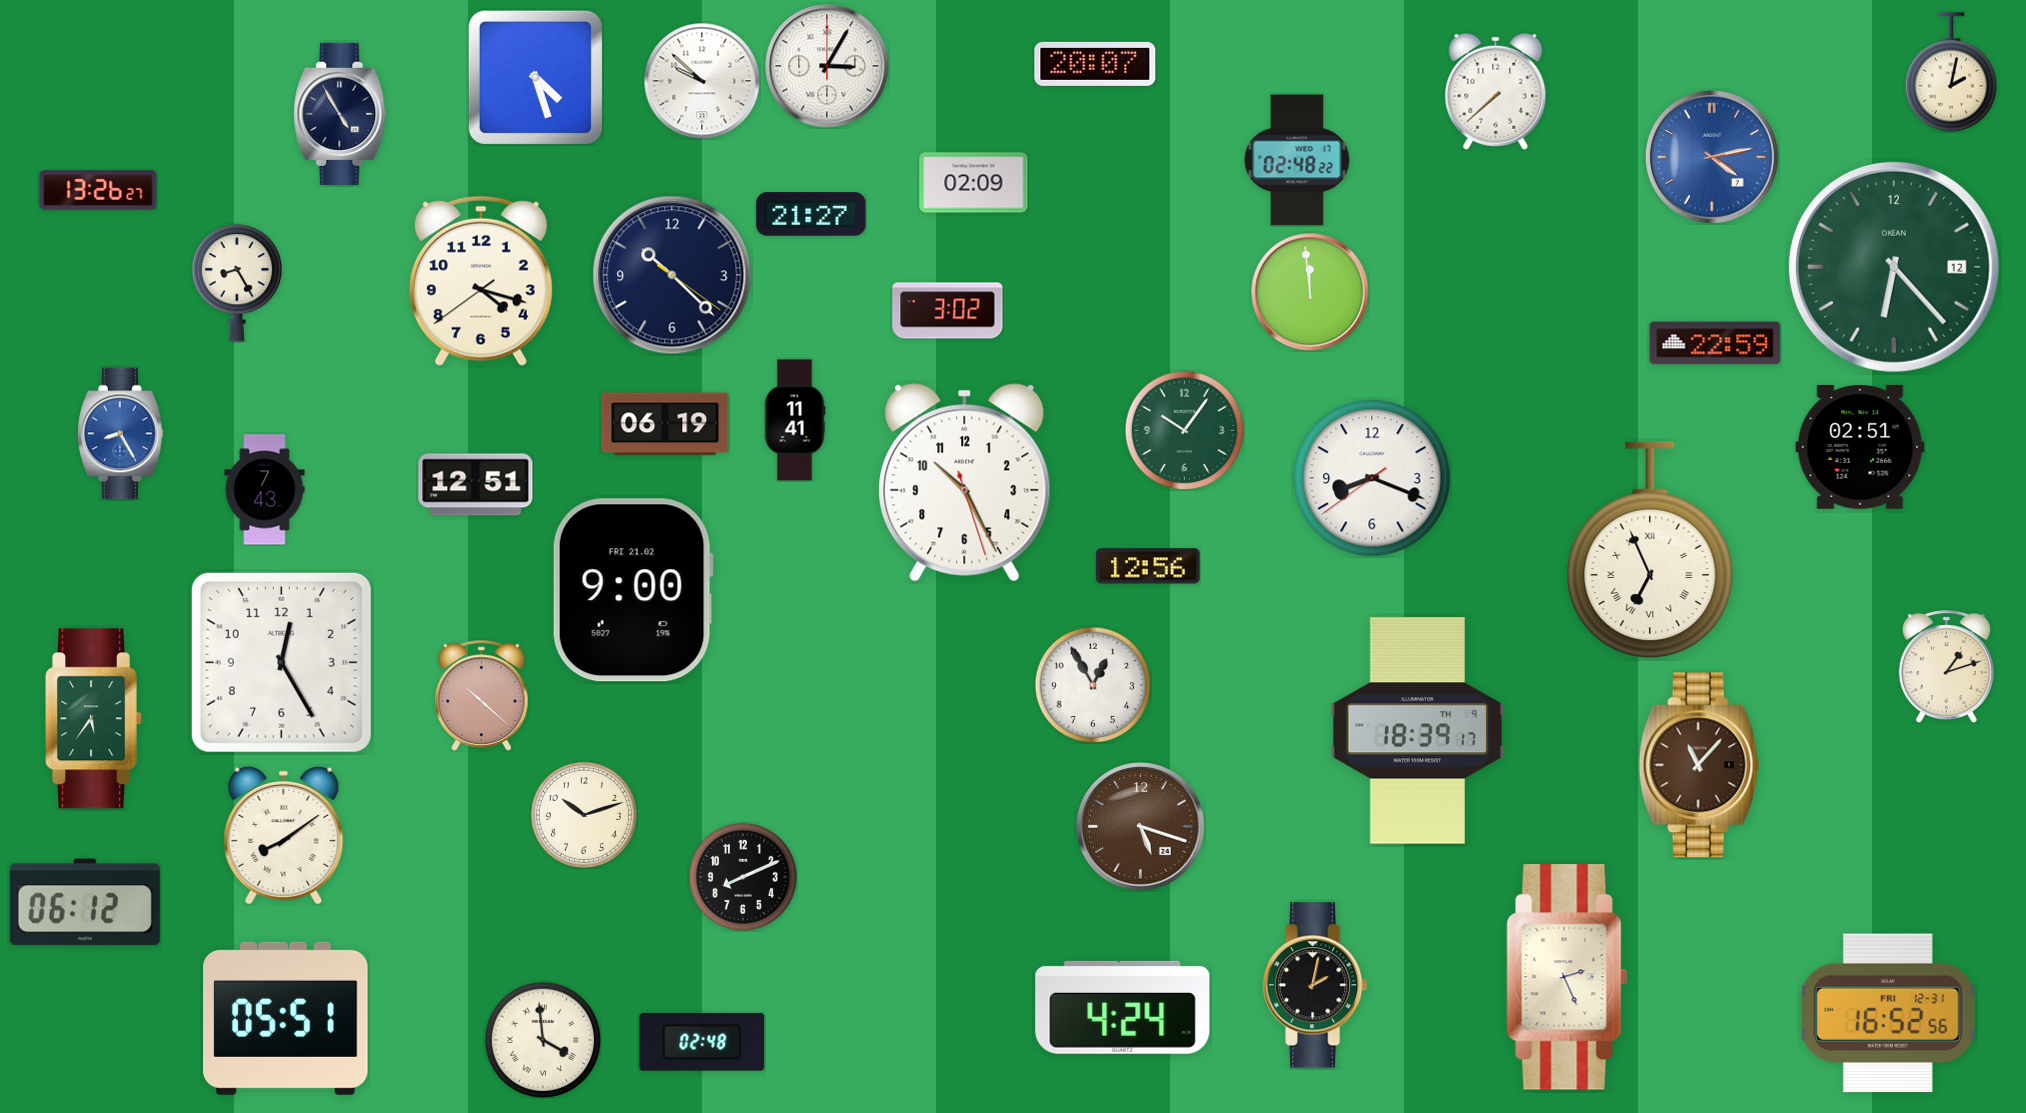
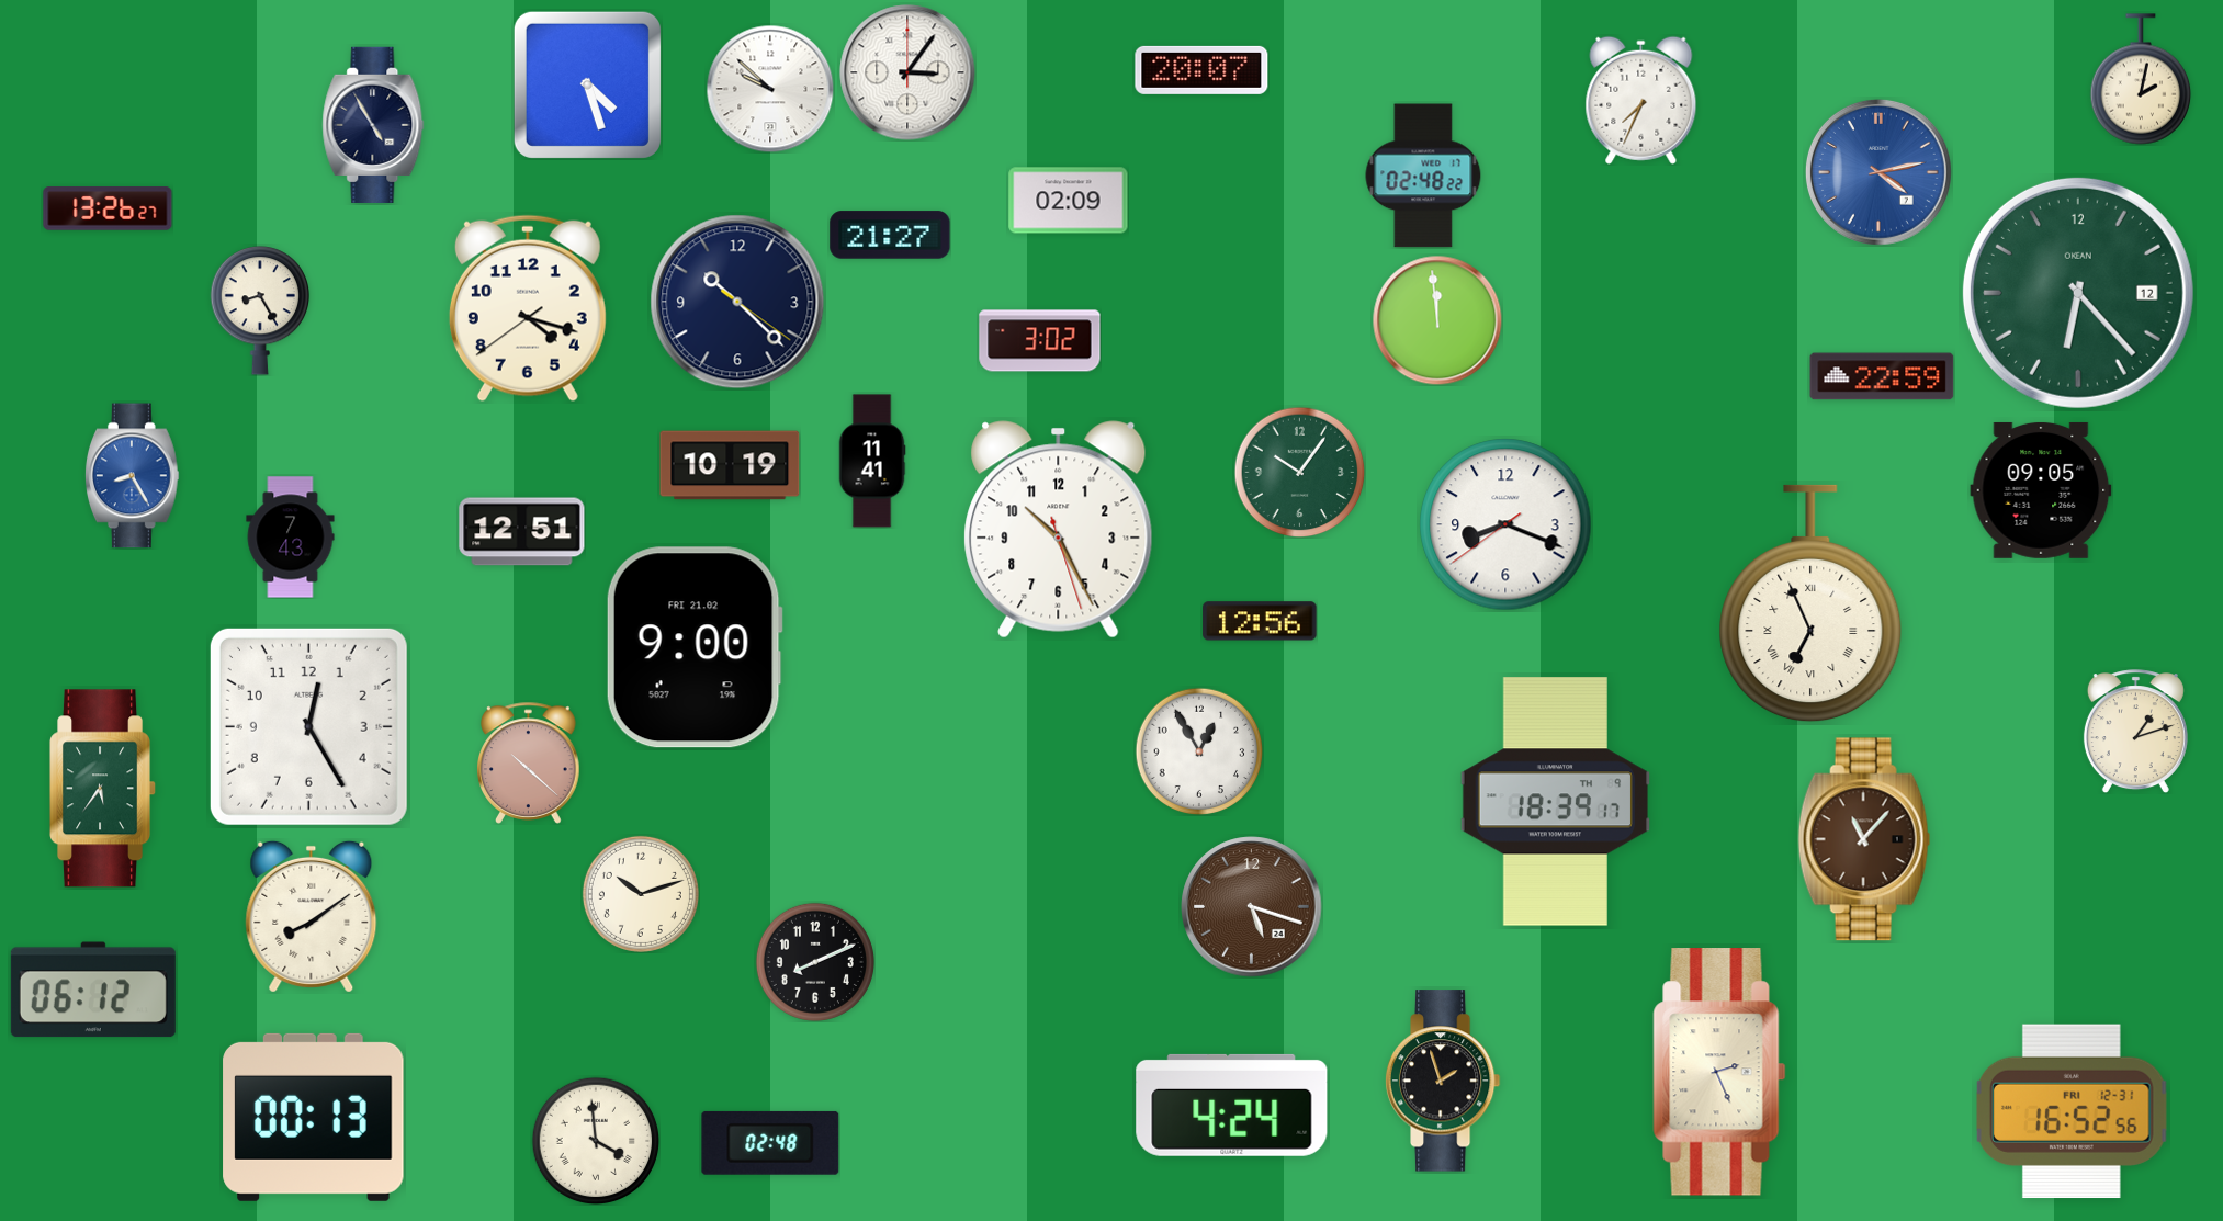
clock at (827, 66): 3:05 -> 3:06
clock at (1496, 91): 7:38 -> 7:34
clock at (665, 424): 06:19 -> 10:19
clock at (1860, 447): 02:51 -> 09:05
clock at (1315, 985): 2:02 -> 1:57
clock at (286, 1018): 05:51 -> 00:13
